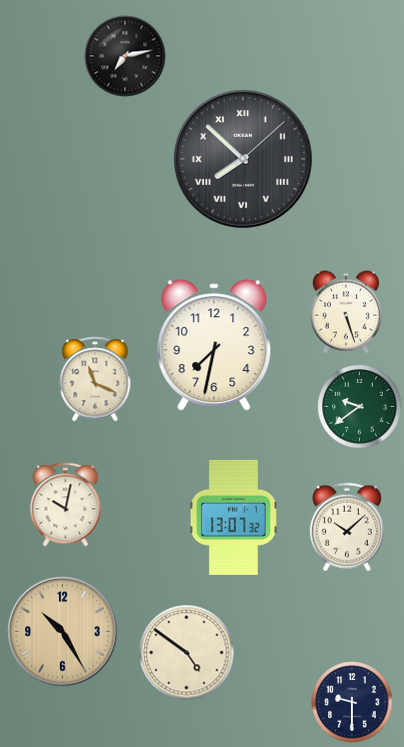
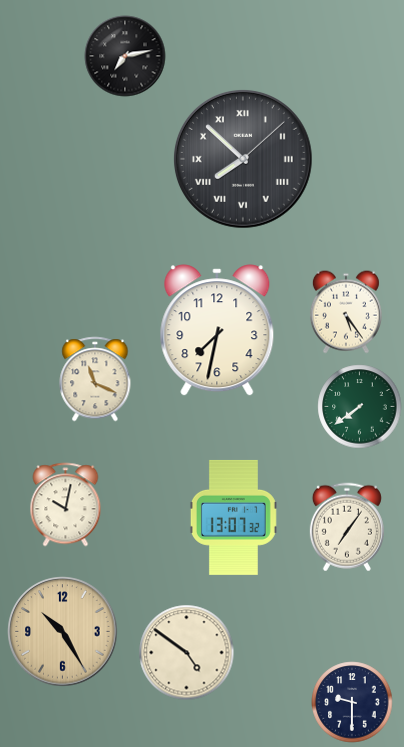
clock at (346, 312): 5:27 -> 5:24
clock at (214, 345) position: (214, 345) -> (217, 330)
clock at (360, 407): 9:39 -> 7:39
clock at (347, 527): 10:08 -> 7:06
